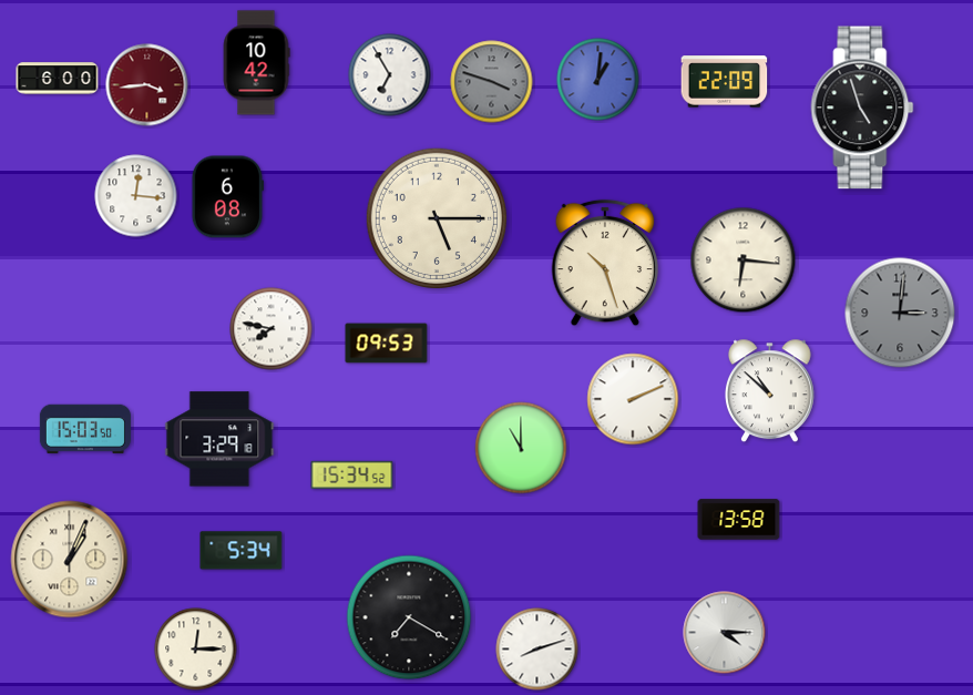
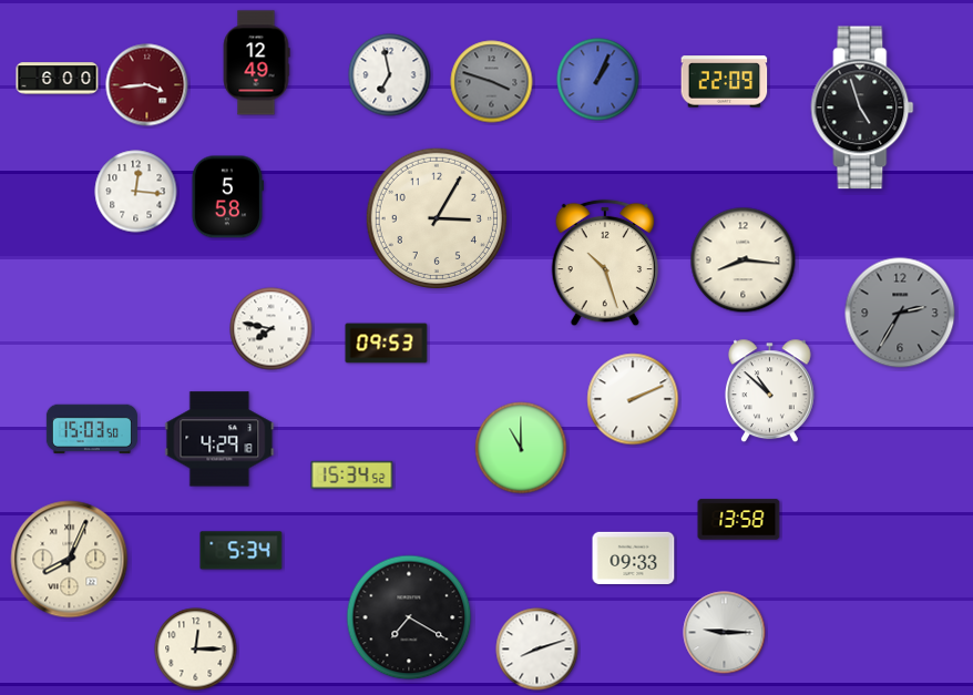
clock at (256, 63): 10:42 -> 12:49
clock at (390, 75): 6:55 -> 6:58
clock at (598, 80): 1:01 -> 1:04
clock at (136, 196) position: (136, 196) -> (136, 192)
clock at (227, 197): 6:08 -> 5:58
clock at (437, 218): 5:15 -> 3:05
clock at (744, 260): 6:16 -> 8:16
clock at (900, 313): 3:01 -> 2:35
clock at (85, 429) position: (85, 429) -> (92, 429)
clock at (219, 439): 3:29 -> 4:29
clock at (634, 558): none -> 09:33
clock at (70, 560): 1:04 -> 8:04
clock at (725, 633): 4:15 -> 9:15
